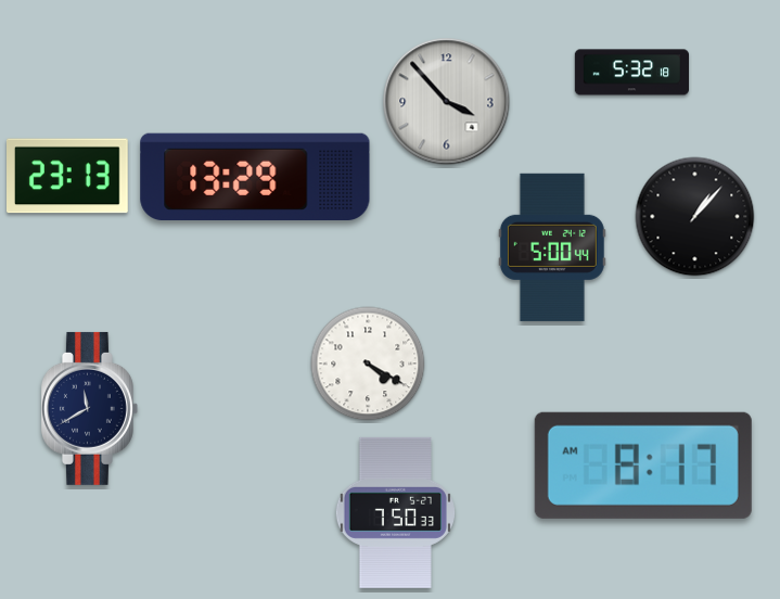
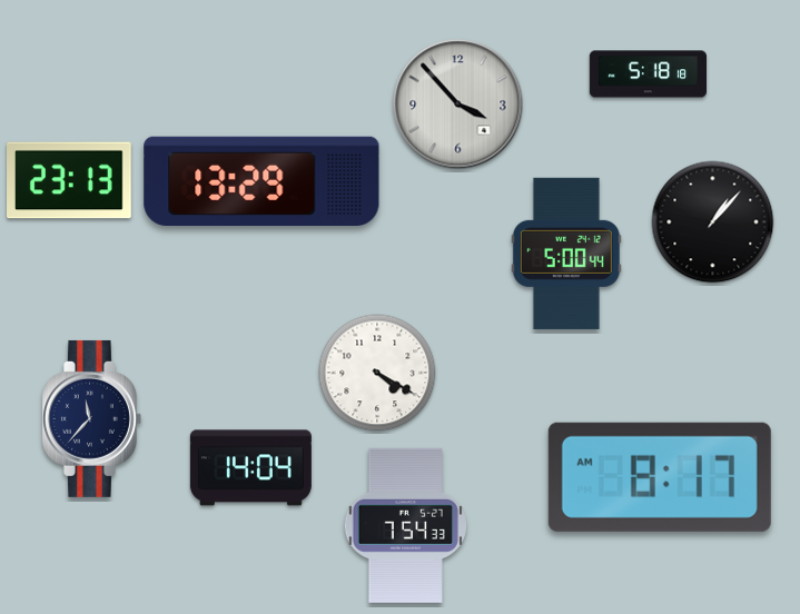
clock at (631, 73): 5:32 -> 5:18
clock at (90, 408): 11:40 -> 11:37
clock at (250, 468): none -> 14:04
clock at (395, 512): 7:50 -> 7:54
